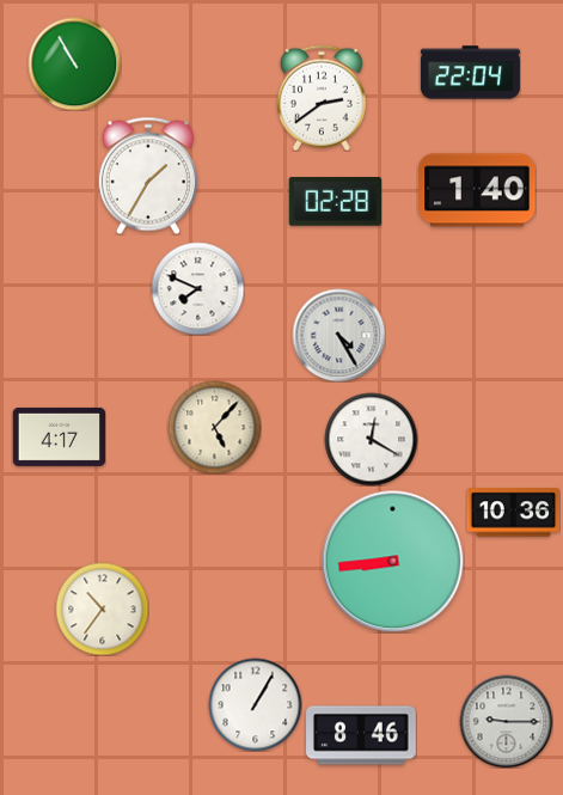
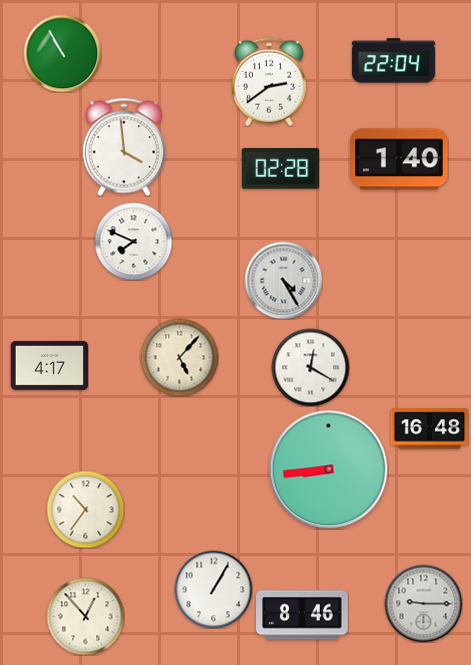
clock at (148, 176): 1:35 -> 3:59
clock at (197, 288) position: (197, 288) -> (133, 241)
clock at (513, 513): 10:36 -> 16:48
clock at (85, 616): none -> 12:53
